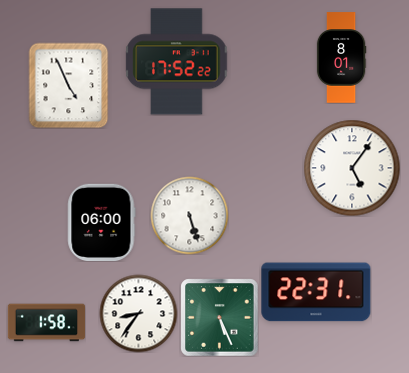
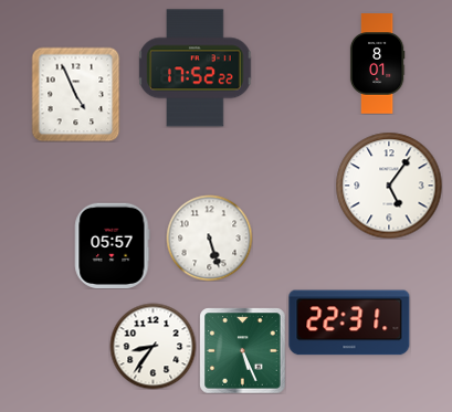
clock at (102, 222): 06:00 -> 05:57
clock at (46, 323): 1:58 -> none
